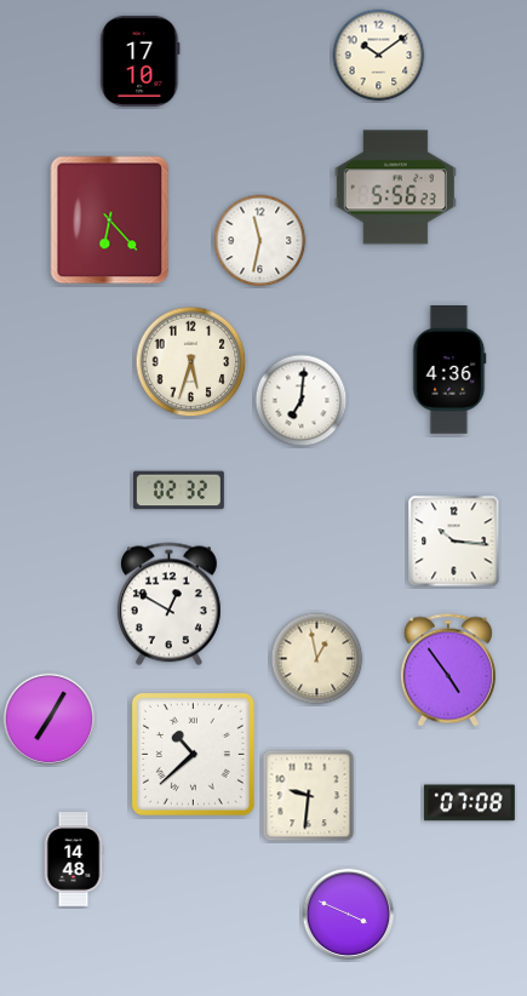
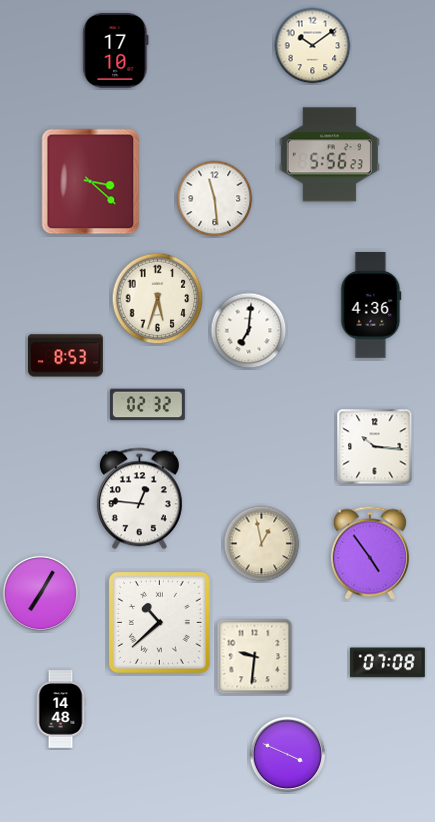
clock at (395, 188) position: (395, 188) -> (329, 155)
clock at (110, 221): 6:23 -> 3:22
clock at (260, 241): 11:32 -> 11:29
clock at (65, 356): none -> 8:53
clock at (168, 605): 12:50 -> 12:46
